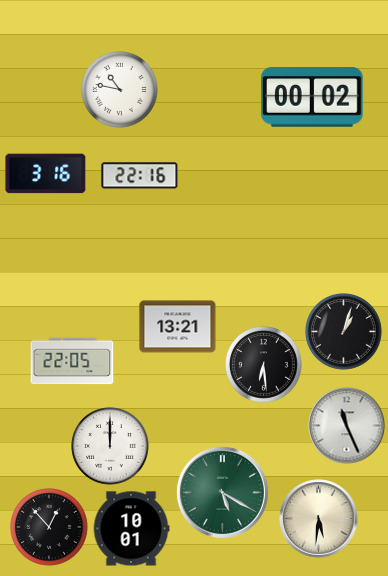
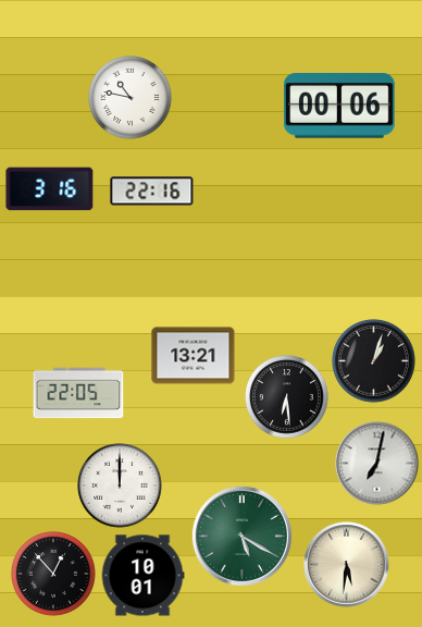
clock at (313, 97): 00:02 -> 00:06
clock at (347, 426): 11:26 -> 7:02
